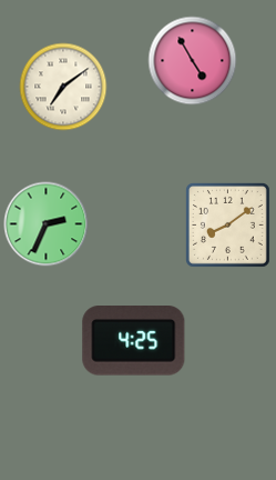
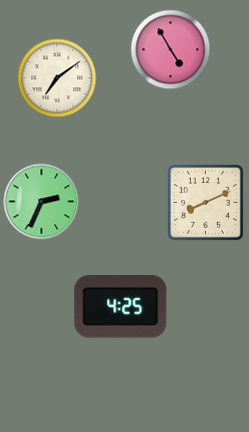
clock at (193, 61) position: (193, 61) -> (171, 50)
clock at (227, 224): 8:09 -> 8:11
